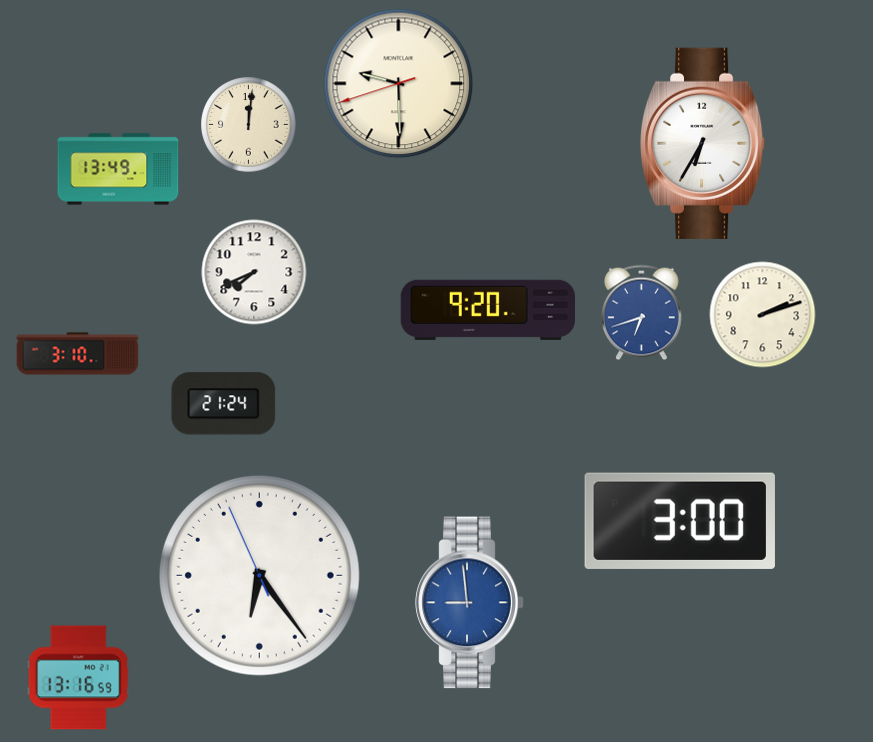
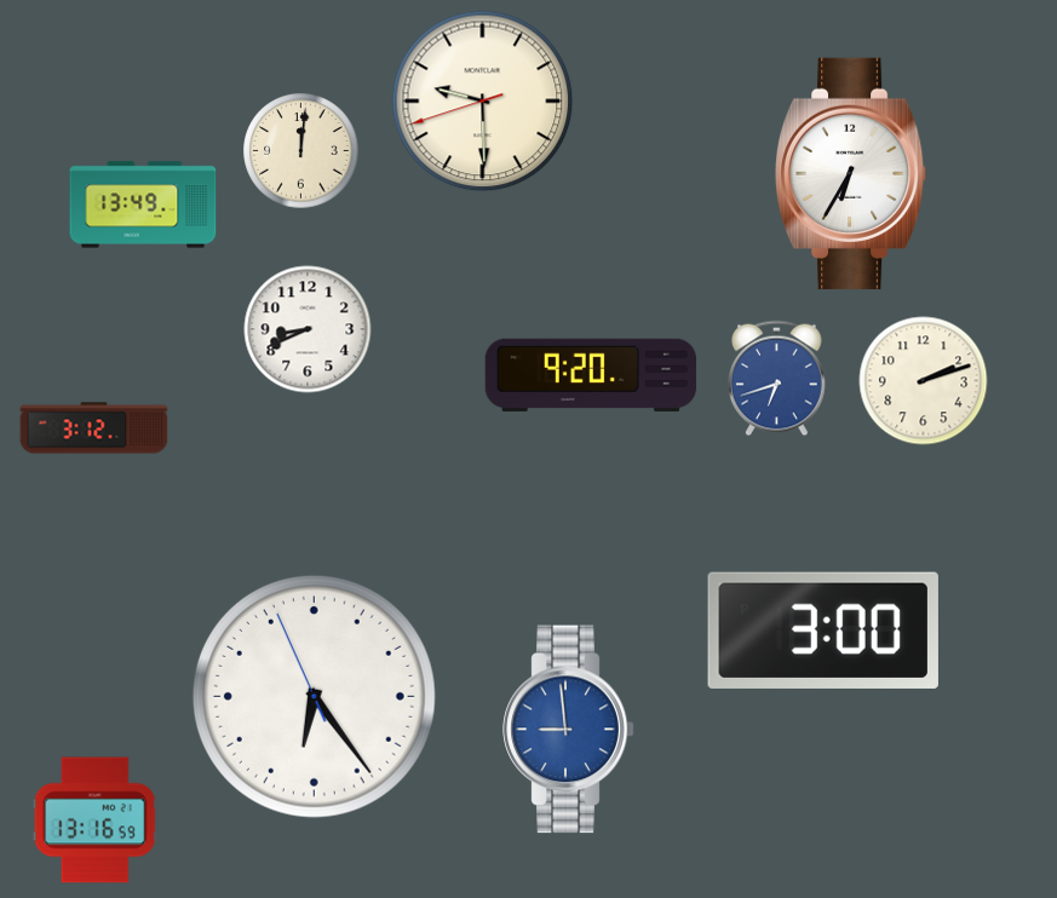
clock at (254, 272): 7:41 -> 8:41
clock at (78, 354): 3:10 -> 3:12
clock at (224, 404): 21:24 -> none
